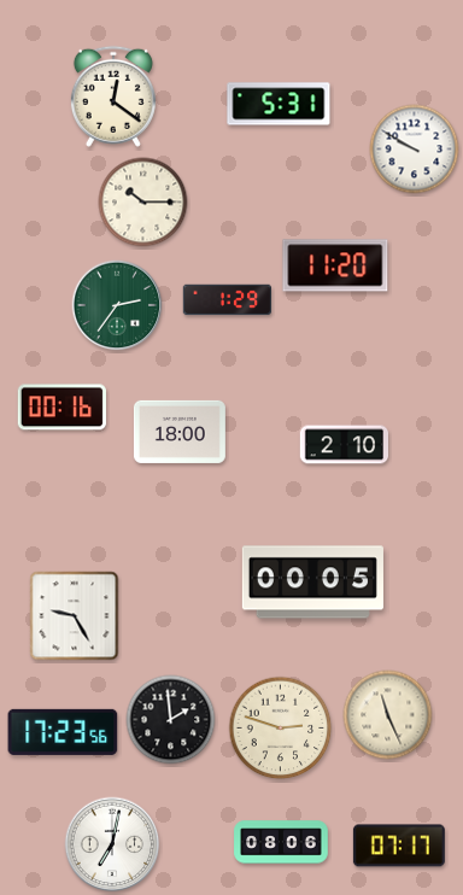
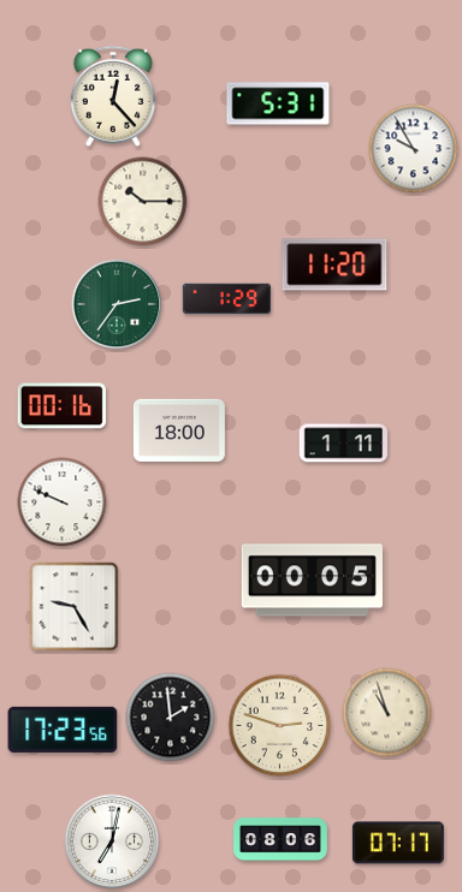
clock at (113, 96): 12:21 -> 12:23
clock at (415, 150): 9:50 -> 9:55
clock at (344, 445): 2:10 -> 1:11
clock at (63, 503): none -> 9:49
clock at (75, 616) position: (75, 616) -> (75, 607)
clock at (388, 715): 11:26 -> 10:57
